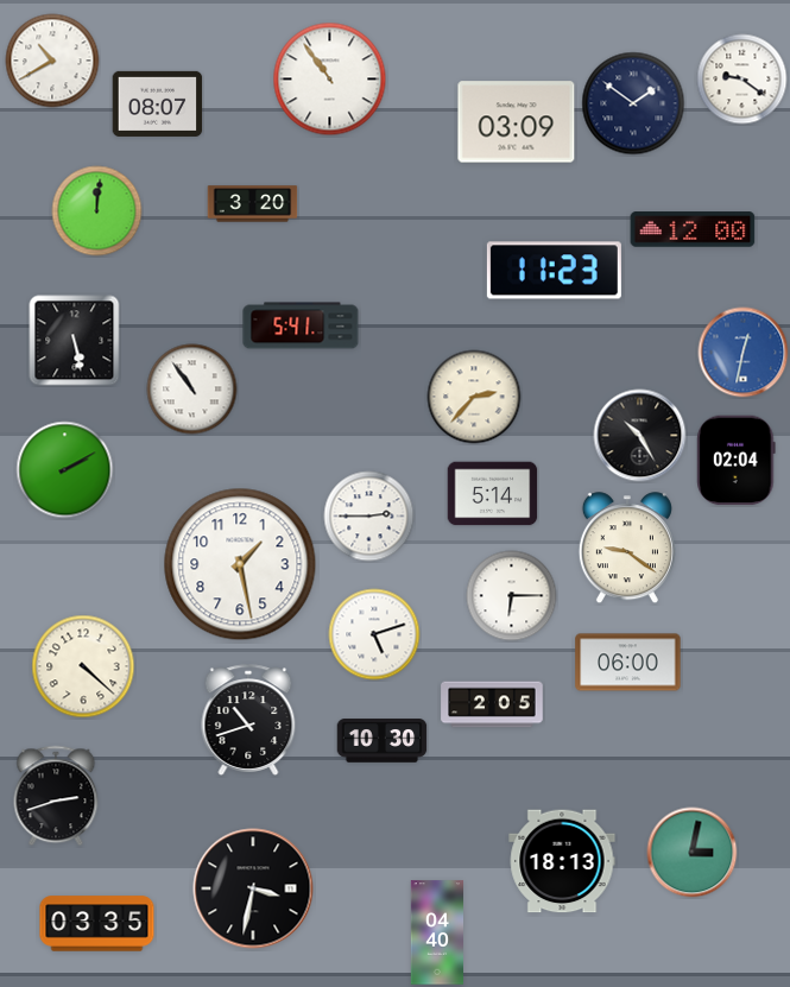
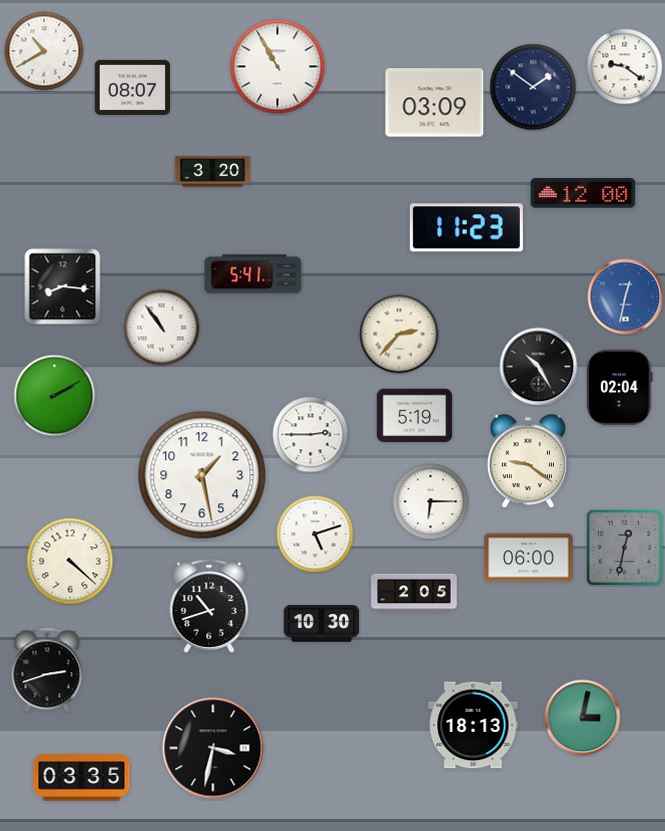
clock at (330, 80): 10:54 -> 10:55
clock at (97, 211): 12:01 -> none
clock at (75, 341): 5:28 -> 8:16
clock at (493, 494): 5:14 -> 5:19
clock at (624, 547): none -> 12:32
clock at (436, 932): 04:40 -> none
